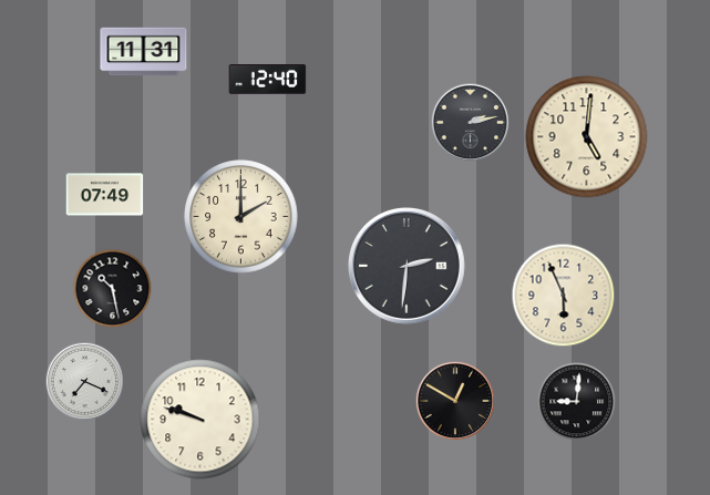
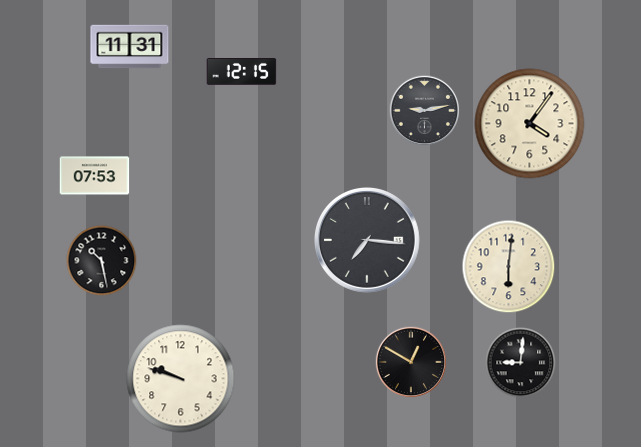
clock at (268, 80): 12:40 -> 12:15
clock at (471, 123): 2:13 -> 9:13
clock at (587, 137): 5:01 -> 4:06
clock at (105, 195): 07:49 -> 07:53
clock at (241, 217): 2:00 -> none
clock at (407, 266): 2:31 -> 7:16
clock at (564, 296): 5:56 -> 6:01
clock at (85, 382): 7:19 -> none
